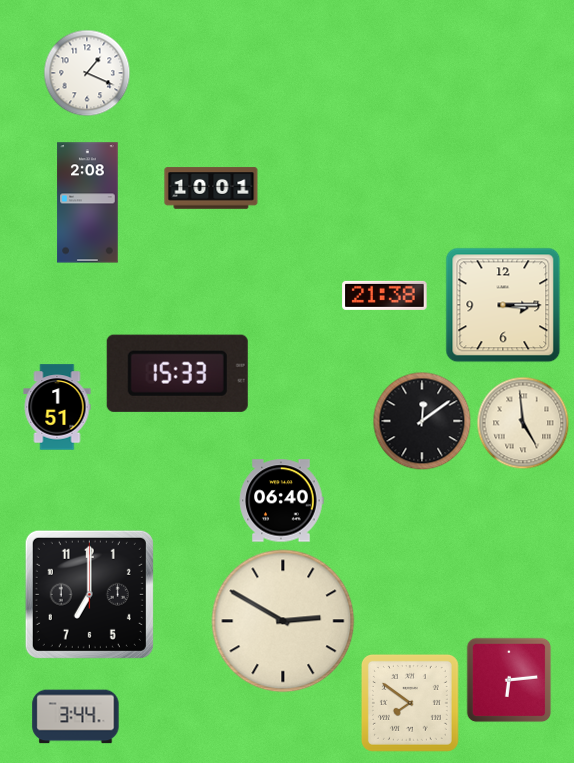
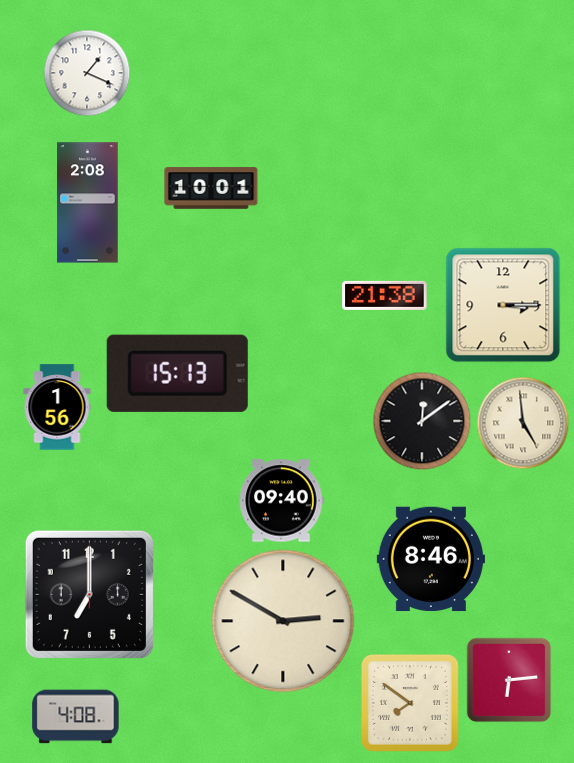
clock at (177, 373): 15:33 -> 15:13
clock at (57, 407): 1:51 -> 1:56
clock at (281, 501): 06:40 -> 09:40
clock at (431, 559): none -> 8:46
clock at (76, 717): 3:44 -> 4:08
